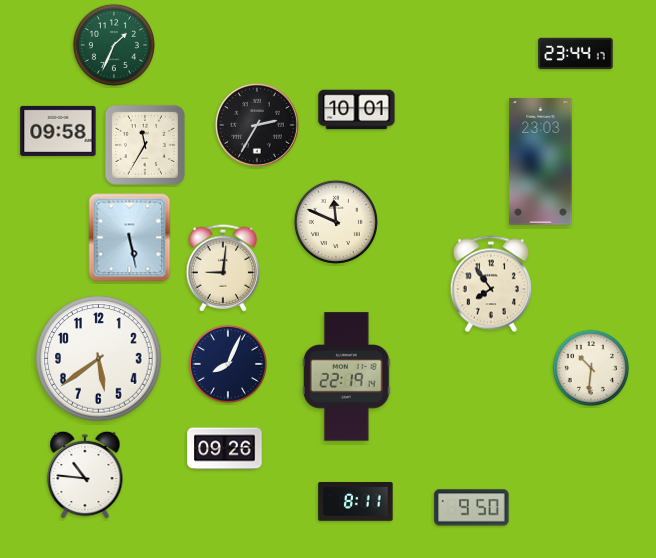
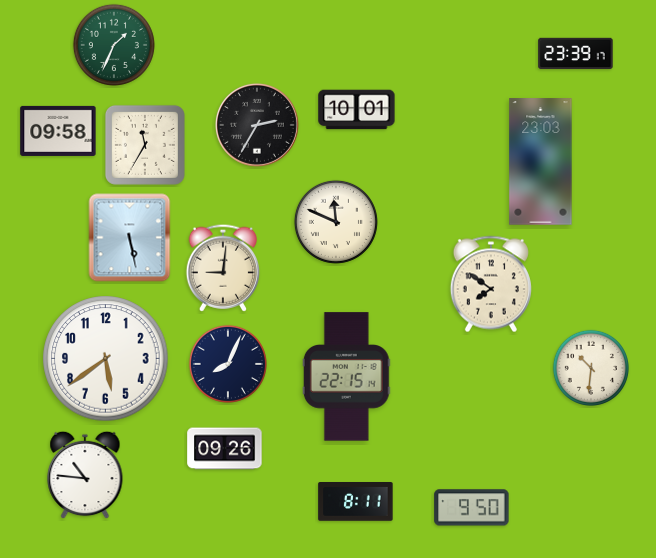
clock at (576, 54): 23:44 -> 23:39
clock at (491, 284): 7:54 -> 7:51
clock at (99, 359) position: (99, 359) -> (106, 359)
clock at (346, 377): 22:19 -> 22:15
